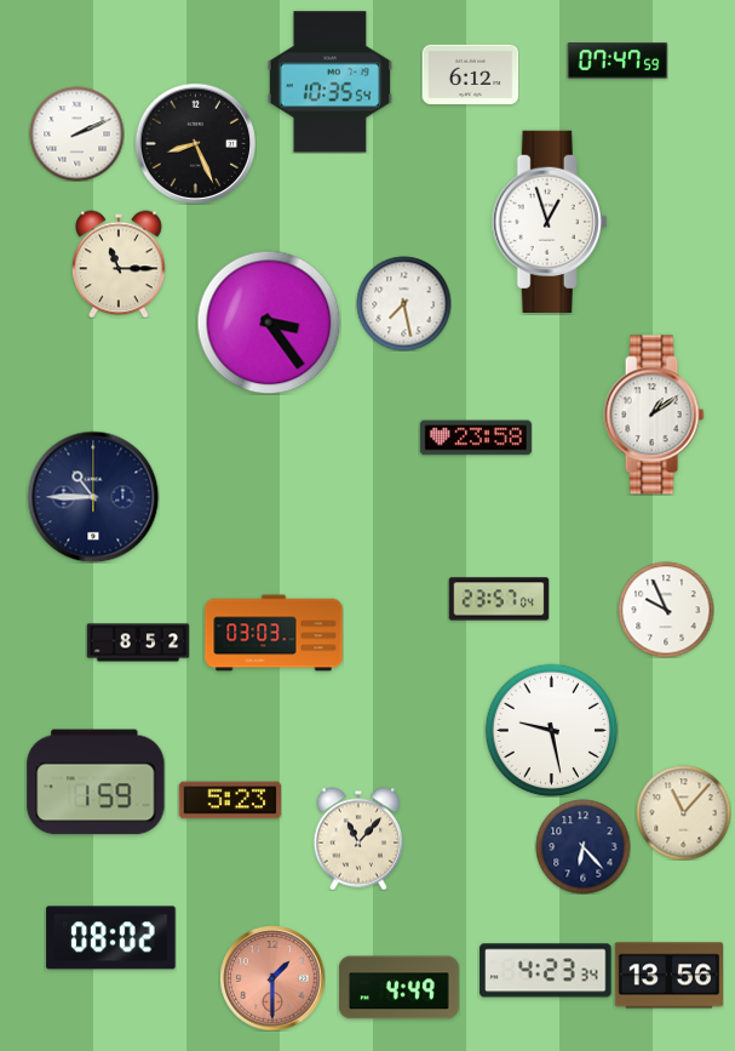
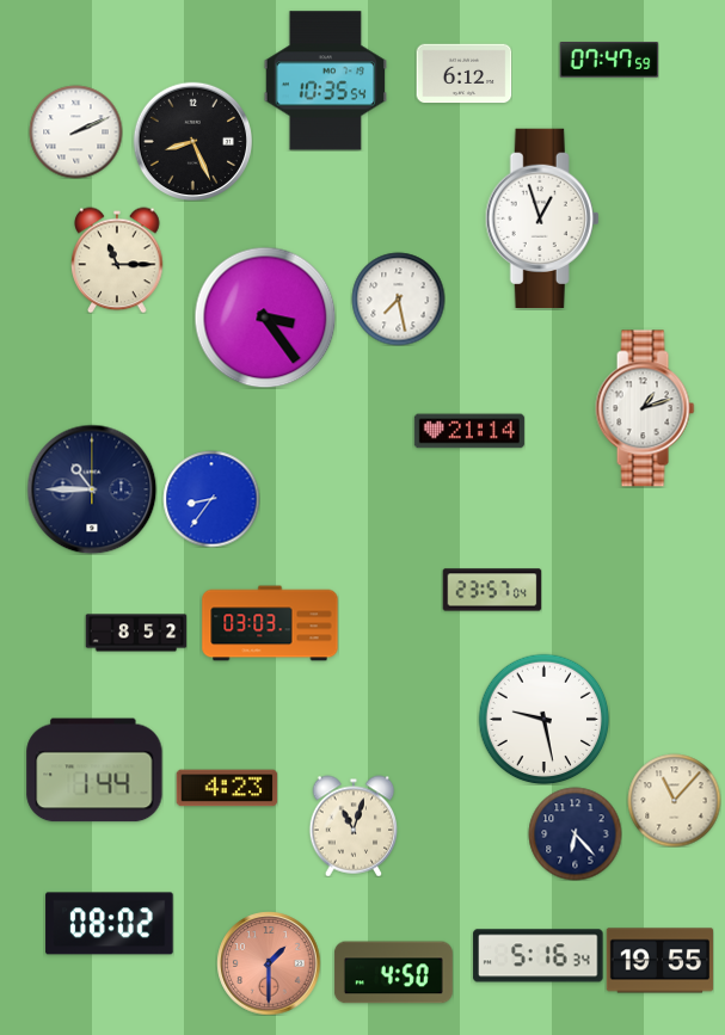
clock at (654, 415): 1:09 -> 1:12
clock at (476, 438): 23:58 -> 21:14
clock at (211, 499): none -> 8:36
clock at (666, 610): 9:56 -> none
clock at (96, 782): 1:59 -> 1:44
clock at (230, 800): 5:23 -> 4:23
clock at (358, 839): 11:07 -> 11:03
clock at (546, 971): 4:23 -> 5:16
clock at (668, 976): 13:56 -> 19:55
clock at (398, 988): 4:49 -> 4:50
